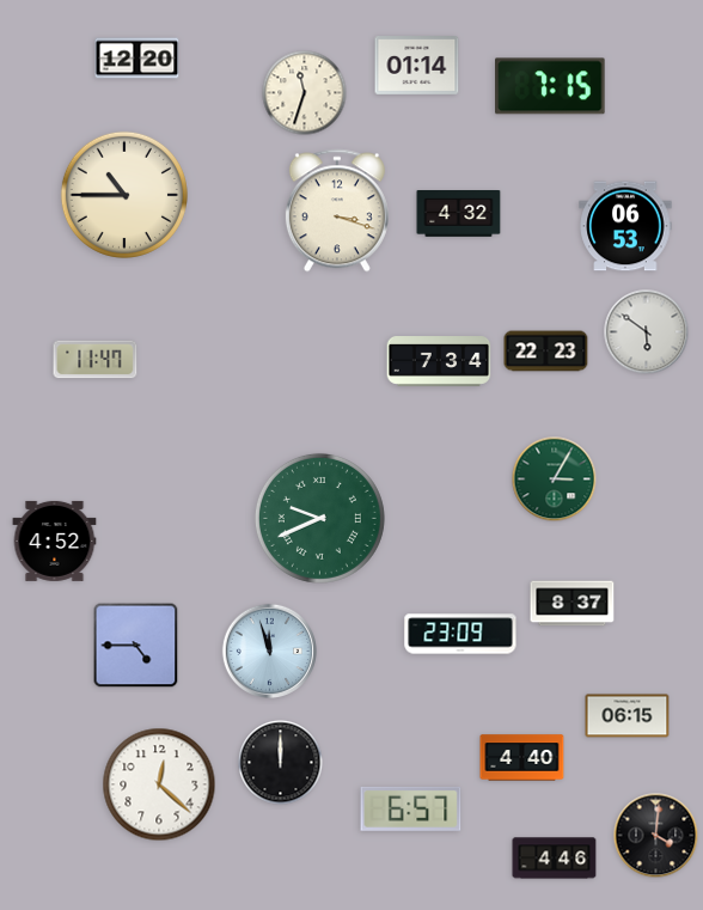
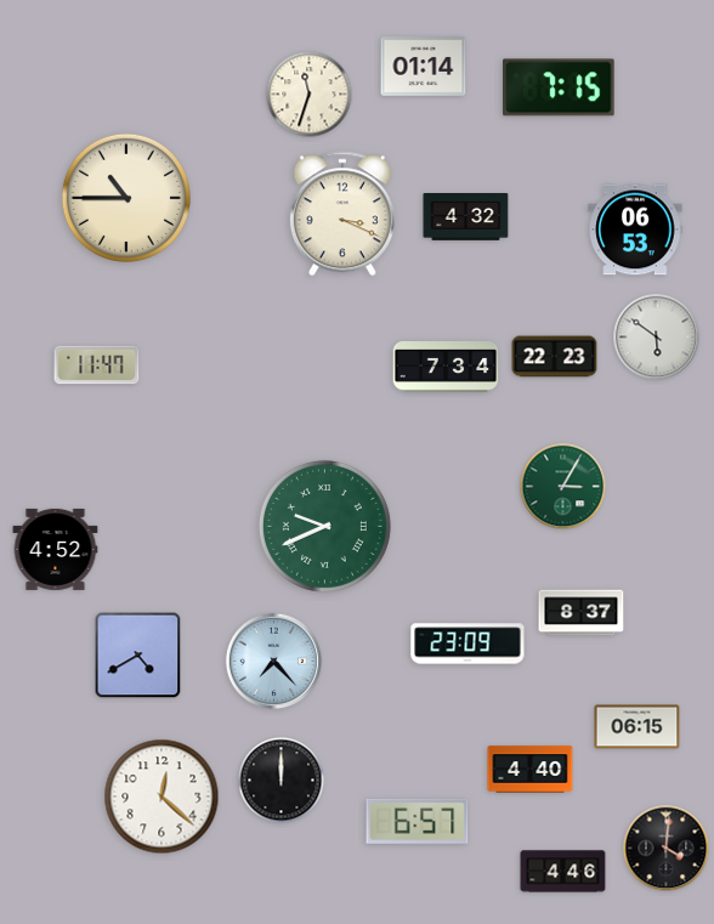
clock at (137, 59): 12:20 -> none
clock at (337, 210): 3:18 -> 3:19
clock at (136, 646): 4:45 -> 4:40
clock at (269, 651): 11:57 -> 7:23
clock at (281, 763) position: (281, 763) -> (282, 781)
